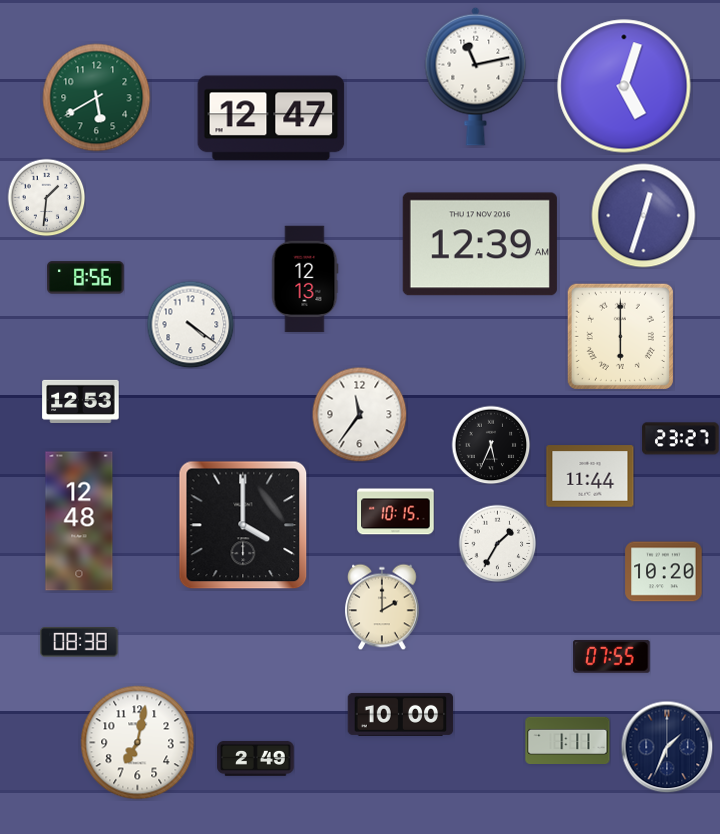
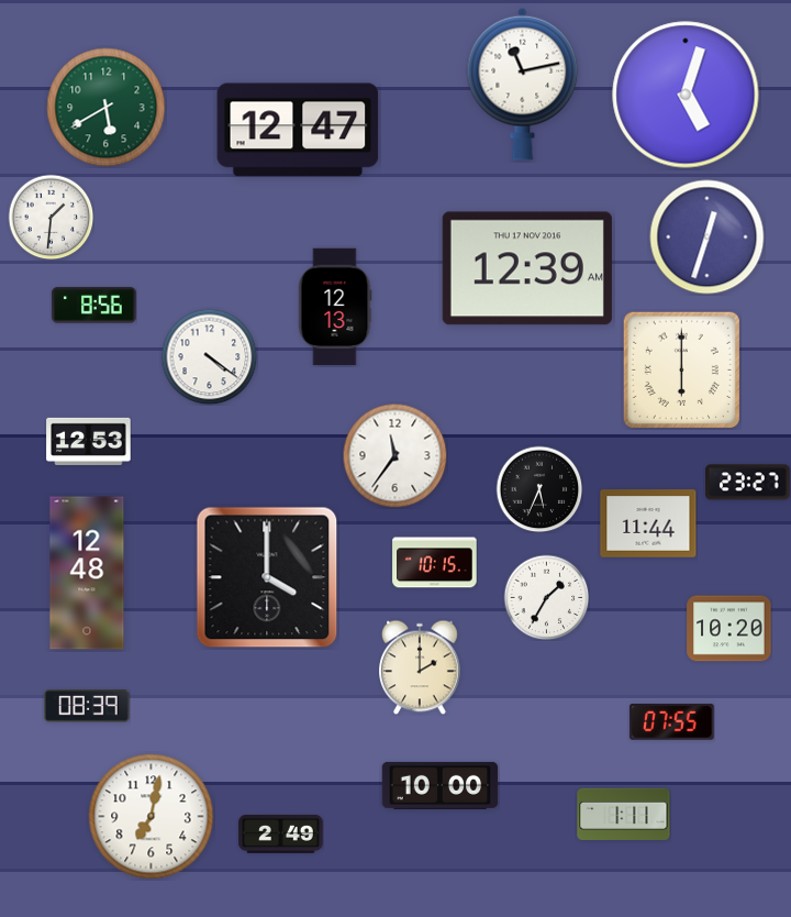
clock at (79, 642): 08:38 -> 08:39
clock at (667, 747): 1:34 -> none
